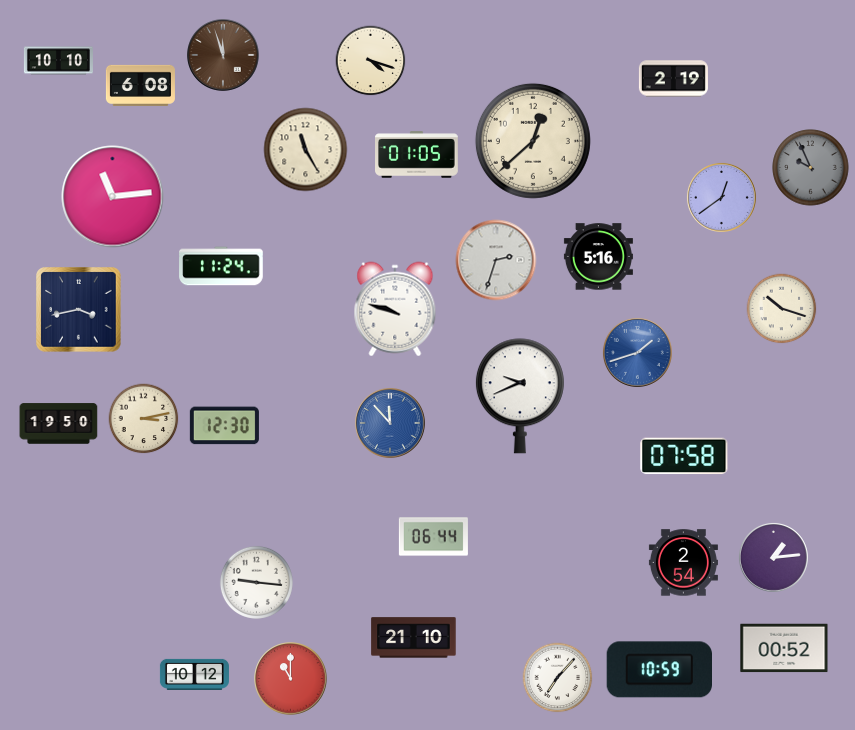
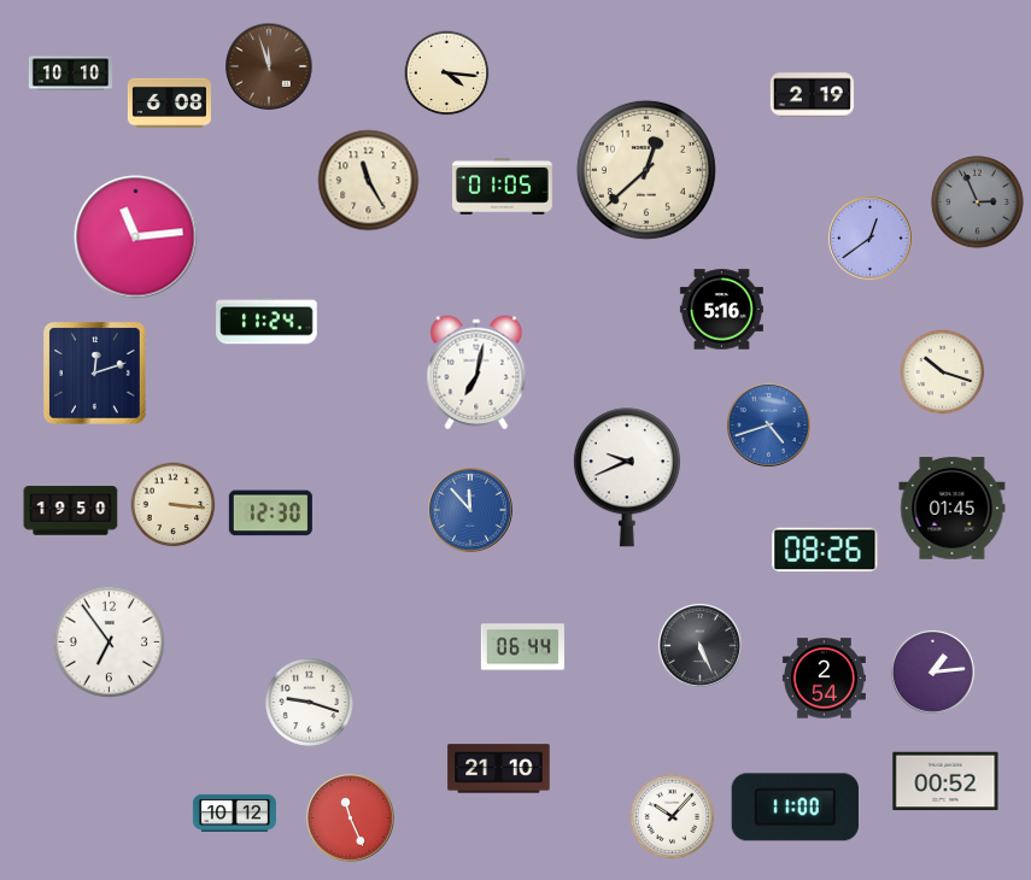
clock at (371, 61): 4:18 -> 4:16
clock at (533, 141) position: (533, 141) -> (646, 170)
clock at (811, 168): 9:56 -> 2:56
clock at (496, 260): 2:33 -> none
clock at (395, 309): 9:48 -> 7:02
clock at (79, 310): 3:43 -> 12:12
clock at (637, 352): 1:42 -> 4:42
clock at (144, 419): 3:13 -> 3:16
clock at (953, 509): none -> 01:45
clock at (684, 456): 07:58 -> 08:26
clock at (109, 641): none -> 6:54
clock at (699, 645): none -> 5:26
clock at (256, 582): 9:16 -> 9:18
clock at (659, 670): 10:59 -> 11:00
clock at (558, 678): 7:07 -> 10:07
clock at (291, 679): 11:00 -> 11:26
